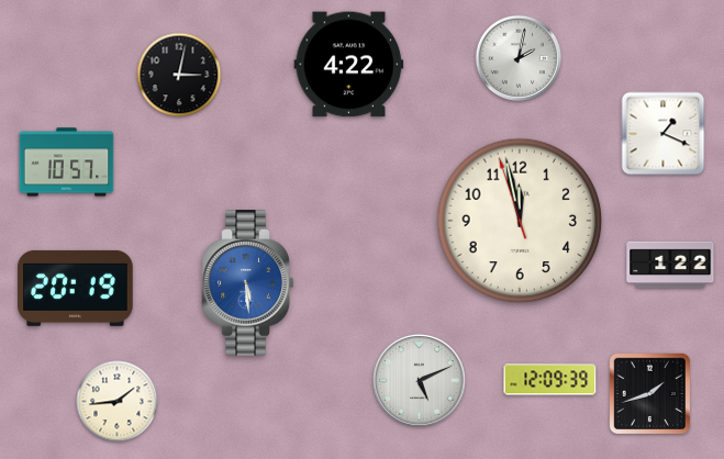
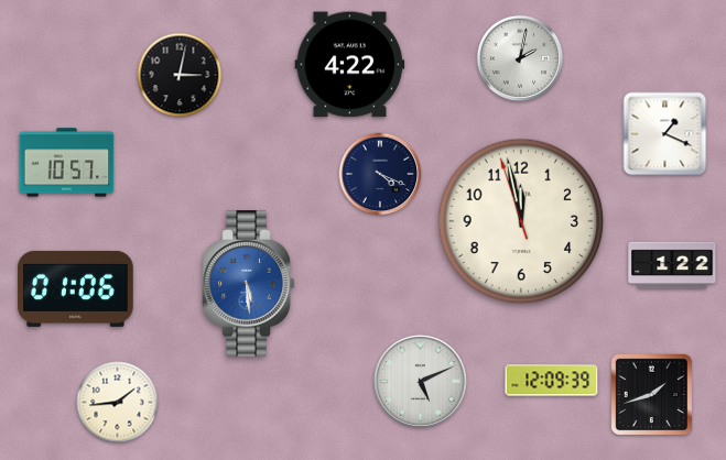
clock at (380, 174): none -> 4:19
clock at (76, 288): 20:19 -> 01:06
